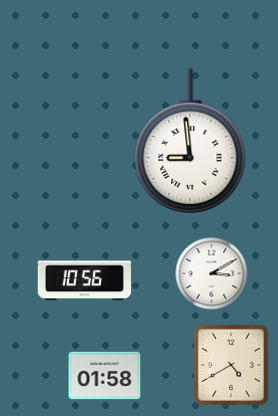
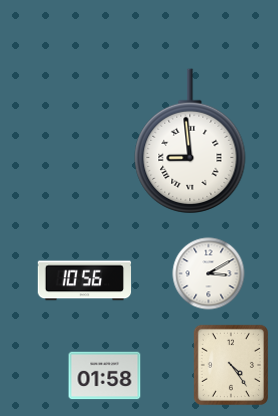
clock at (212, 274) position: (212, 274) -> (209, 274)
clock at (231, 364): 4:40 -> 4:24
